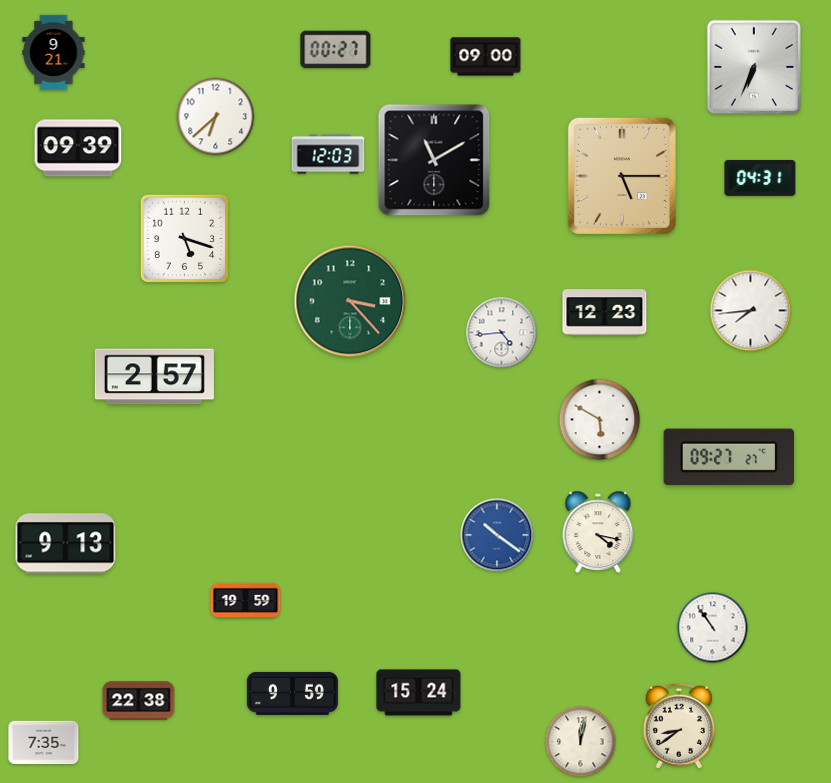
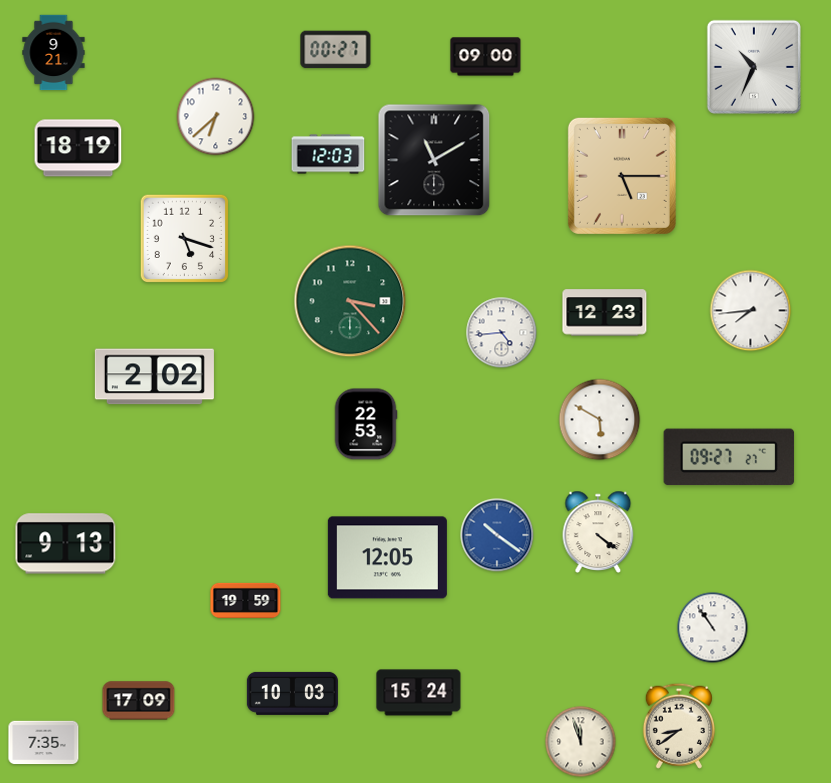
clock at (754, 67): 6:34 -> 10:34
clock at (78, 148): 09:39 -> 18:19
clock at (760, 178): 04:31 -> none
clock at (154, 377): 2:57 -> 2:02
clock at (366, 424): none -> 22:53
clock at (598, 531): 4:17 -> 4:21
clock at (387, 558): none -> 12:05
clock at (292, 693): 9:59 -> 10:03
clock at (139, 701): 22:38 -> 17:09
clock at (581, 742): 12:02 -> 11:57
